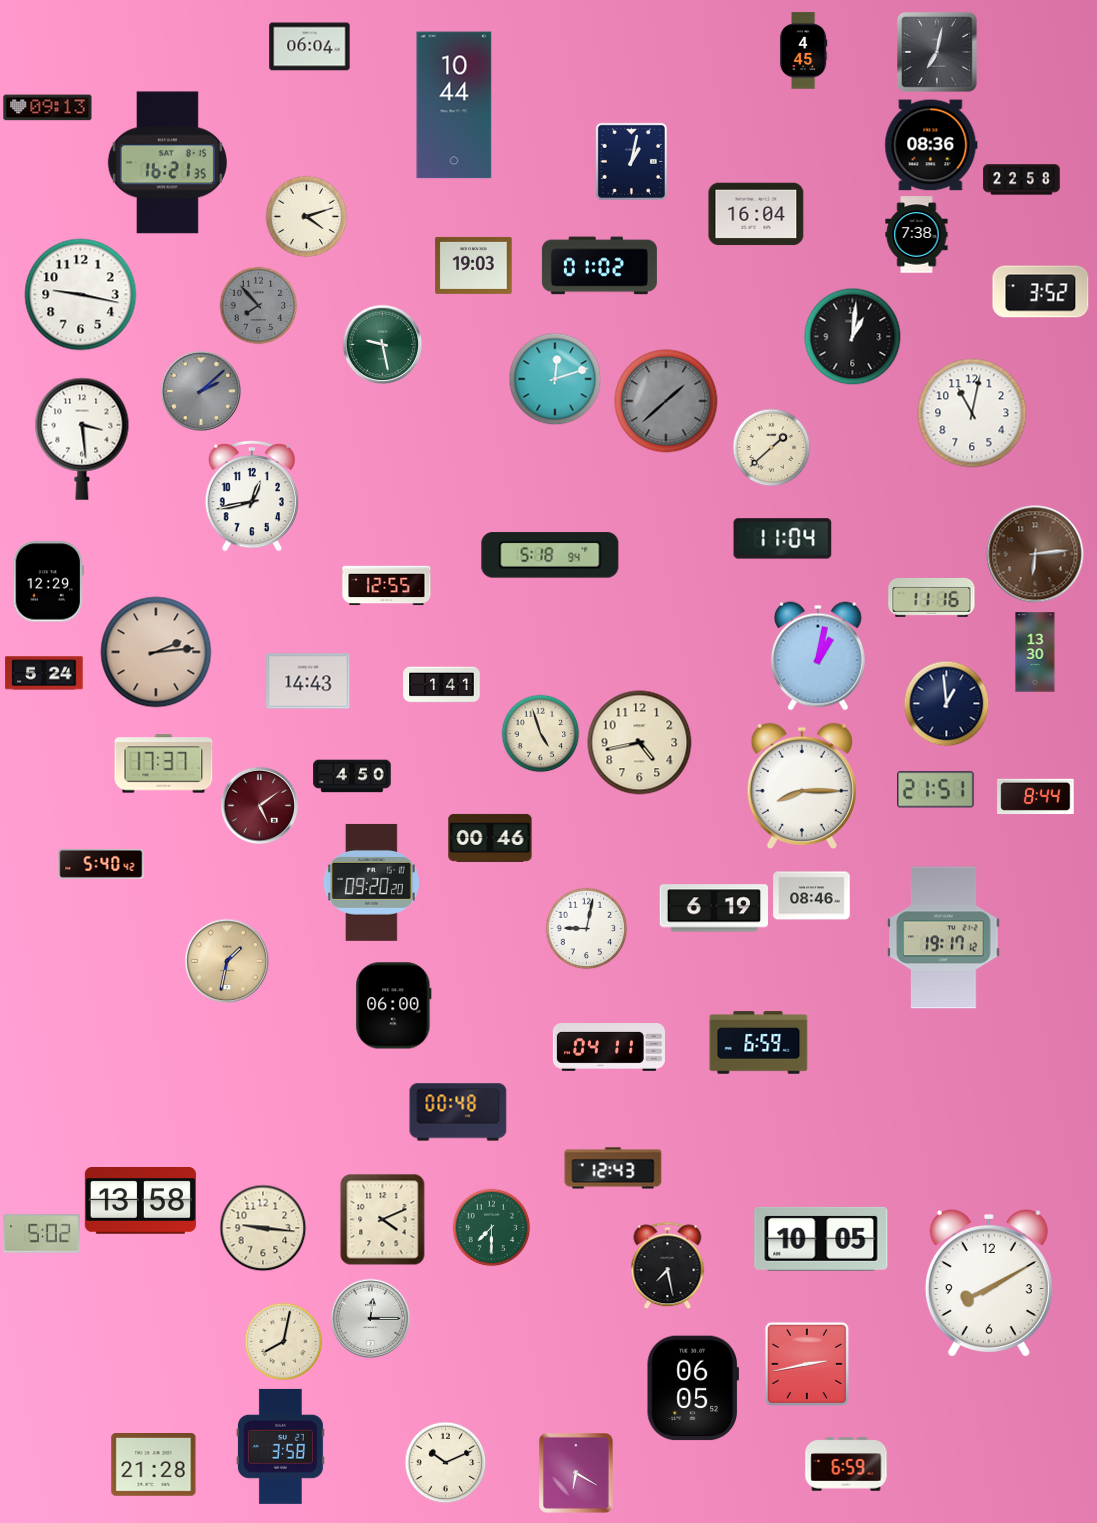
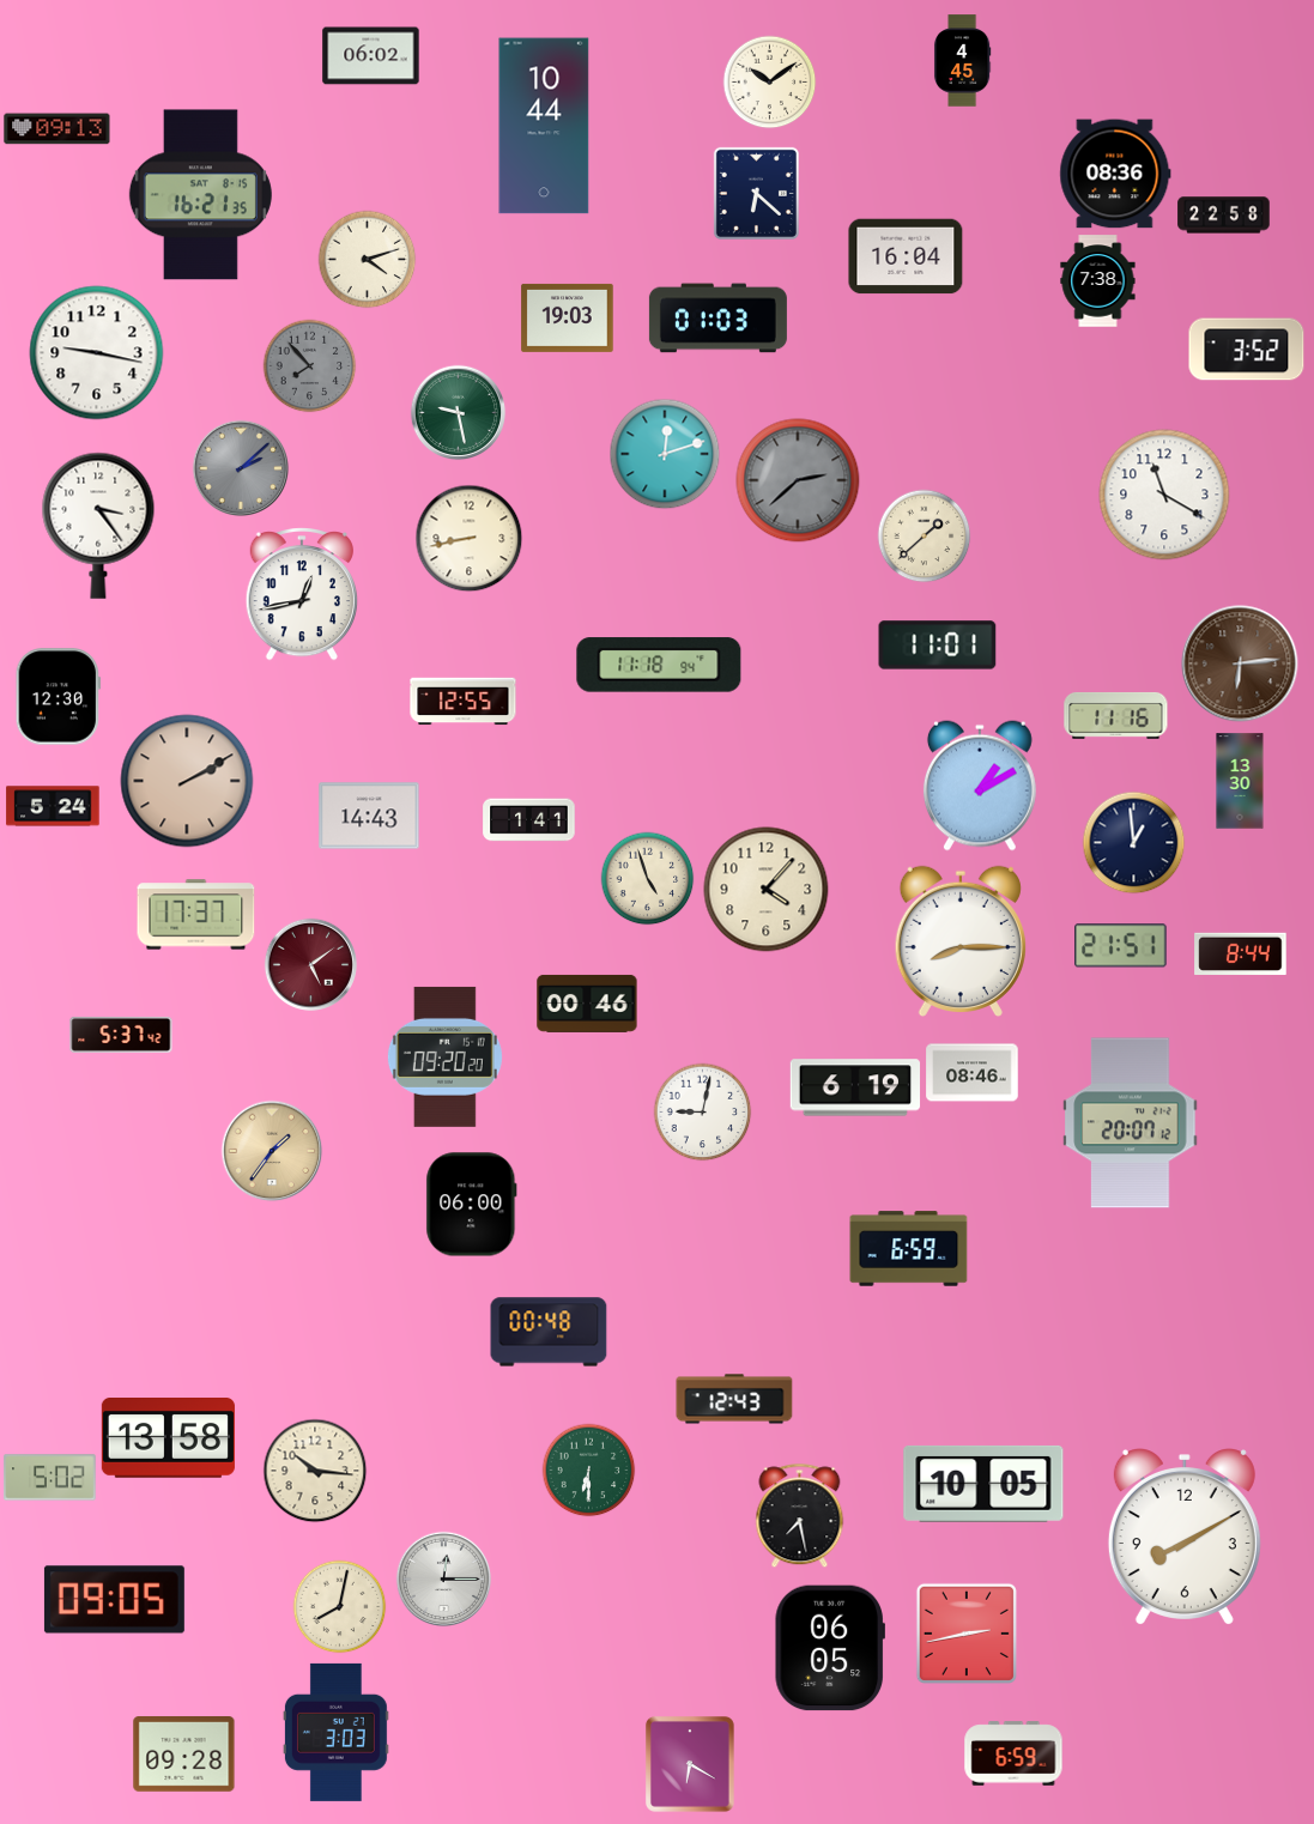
clock at (310, 47): 06:04 -> 06:02
clock at (938, 53): 7:02 -> none
clock at (769, 81): none -> 10:09
clock at (631, 161): 1:02 -> 6:22
clock at (599, 266): 01:02 -> 01:03
clock at (852, 336): 1:01 -> none
clock at (666, 401): 1:38 -> 2:38
clock at (972, 413): 11:02 -> 11:20
clock at (82, 439): 3:29 -> 3:24
clock at (468, 538): none -> 8:43
clock at (783, 539): 11:04 -> 11:01
clock at (550, 555): 5:18 -> 11:18
clock at (48, 582): 12:29 -> 12:30
clock at (156, 652): 2:14 -> 2:10
clock at (818, 656): 1:02 -> 1:10
clock at (640, 743): 4:43 -> 4:07
clock at (352, 776): 4:50 -> none
clock at (101, 864): 5:40 -> 5:37
clock at (944, 938): 19:17 -> 20:07
clock at (227, 961): 1:32 -> 1:36
clock at (609, 1048): 04:11 -> none
clock at (383, 1220): 4:11 -> none
clock at (491, 1227): 7:30 -> 6:30
clock at (263, 1228): 9:16 -> 10:16
clock at (114, 1600): none -> 09:05
clock at (693, 1388) position: (693, 1388) -> (830, 1648)
clock at (280, 1446): 3:58 -> 3:03
clock at (445, 1462): 10:11 -> none
clock at (154, 1465): 21:28 -> 09:28
